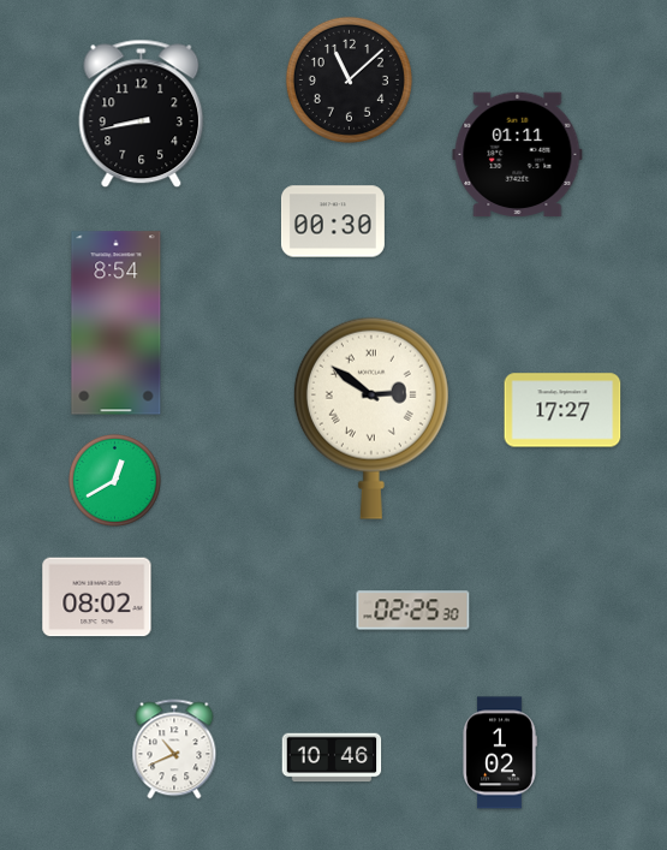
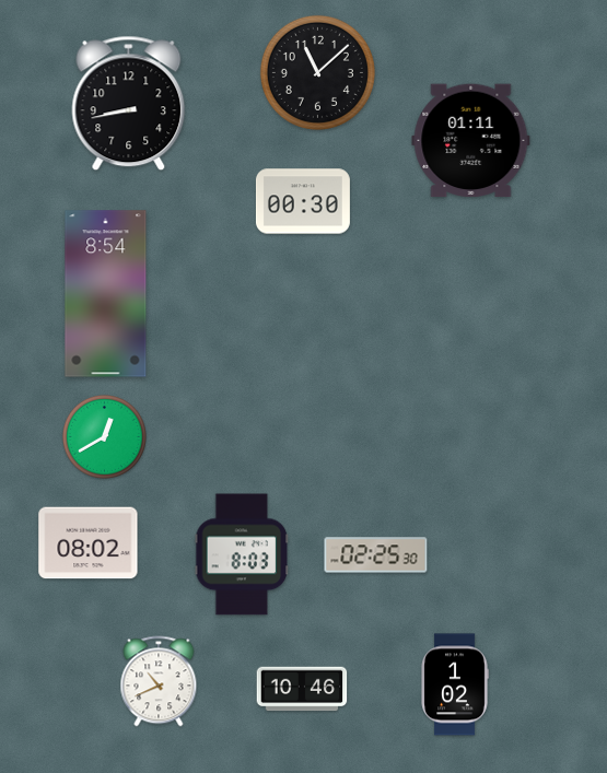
clock at (562, 410): 17:27 -> none
clock at (371, 418): 2:51 -> none
clock at (242, 554): none -> 8:03
